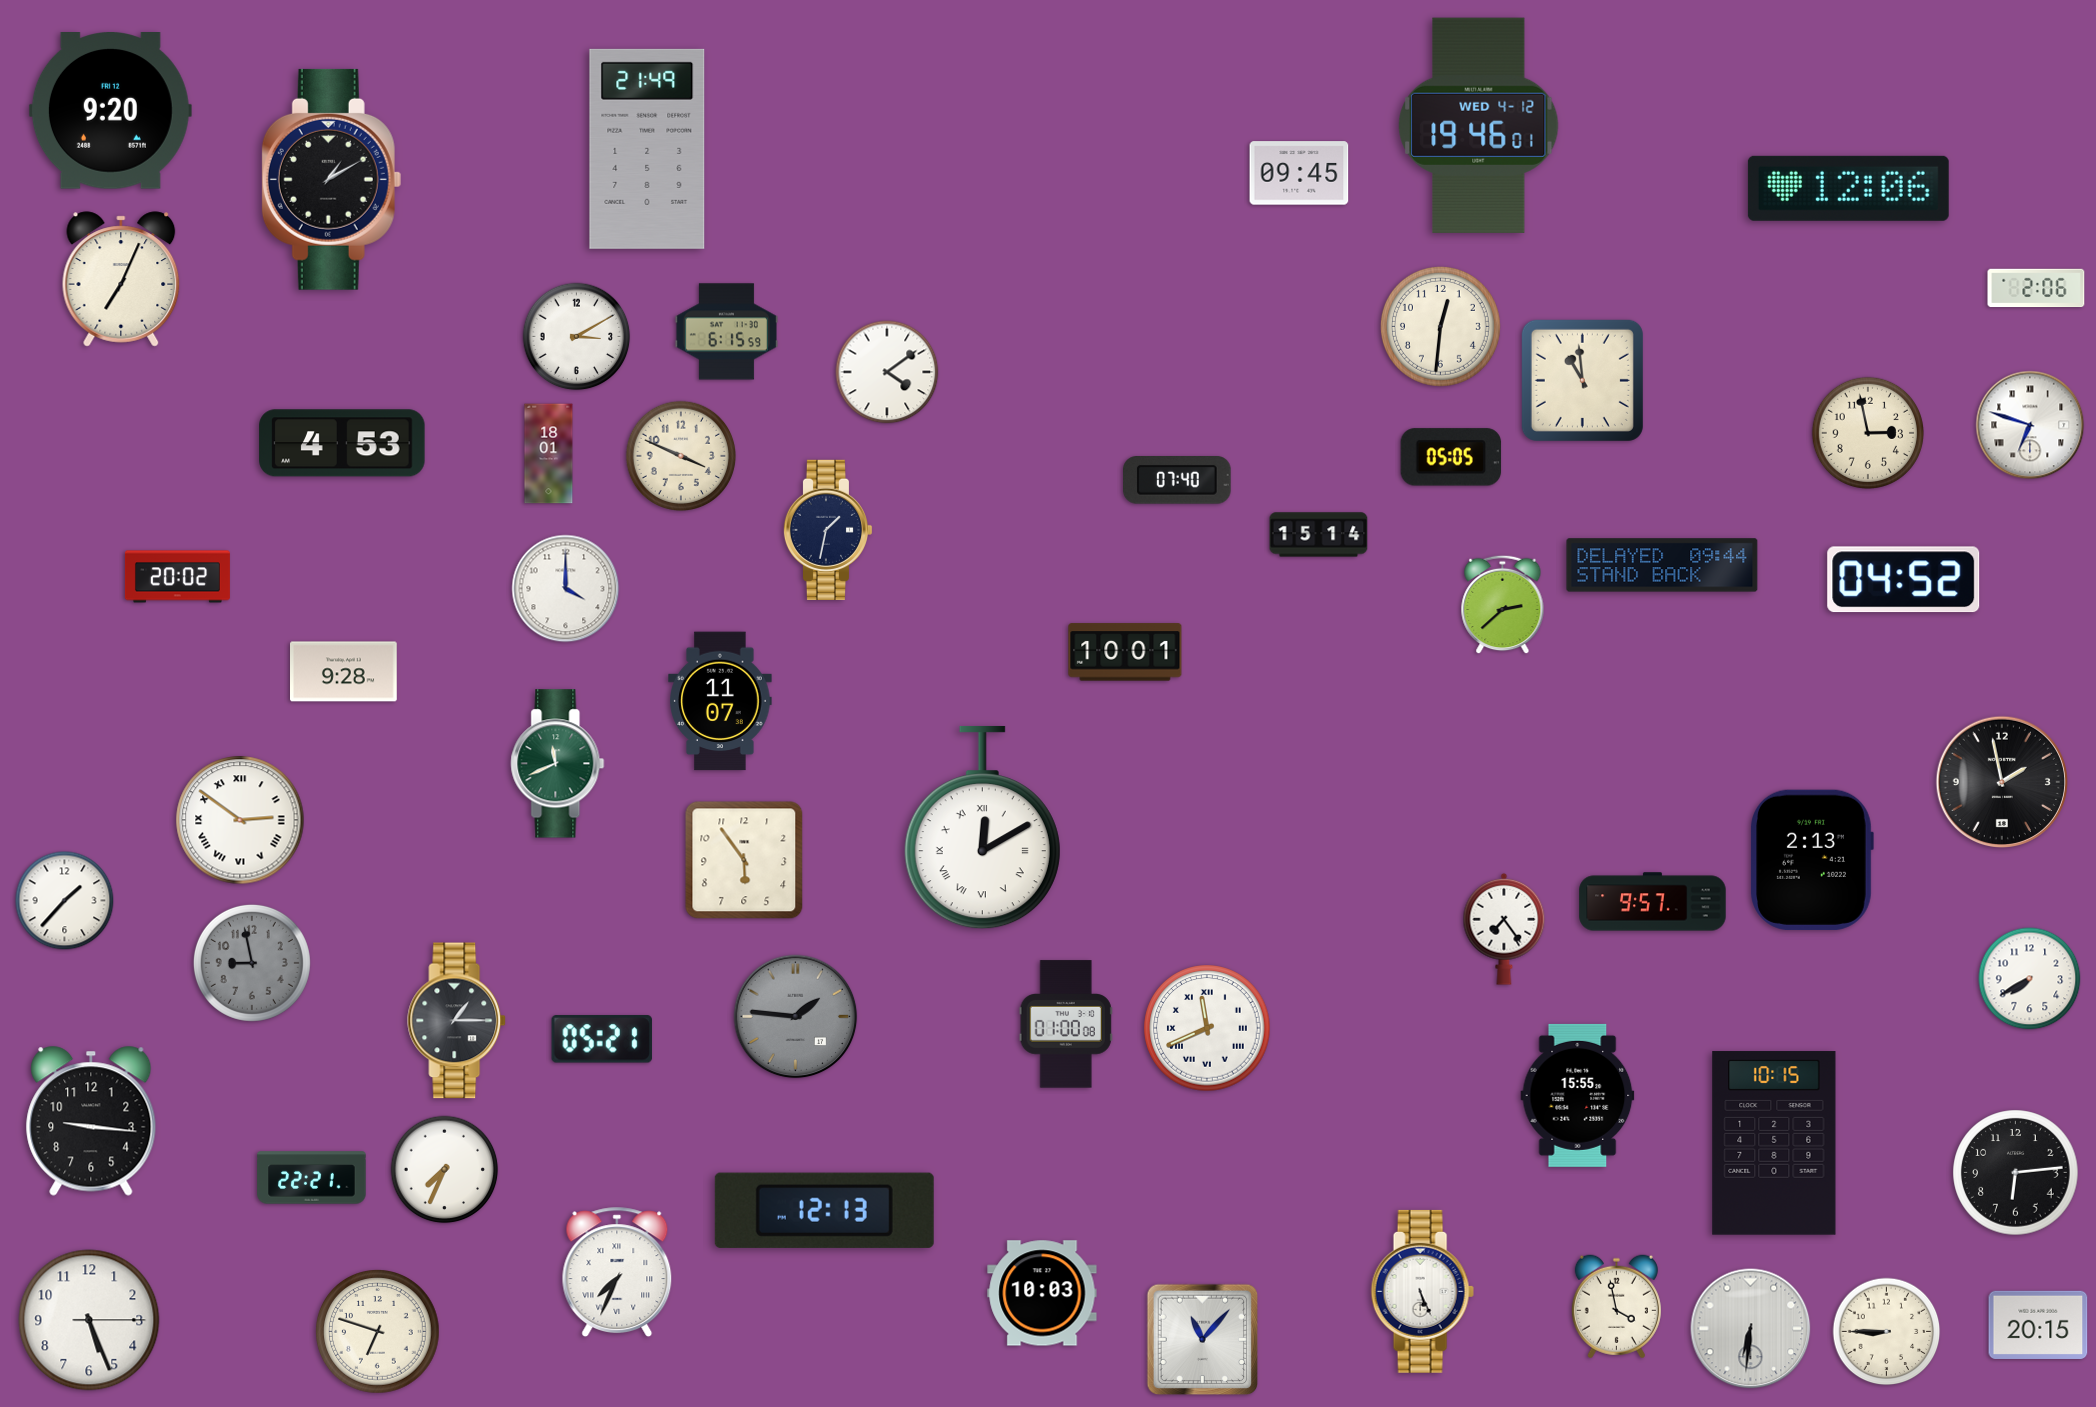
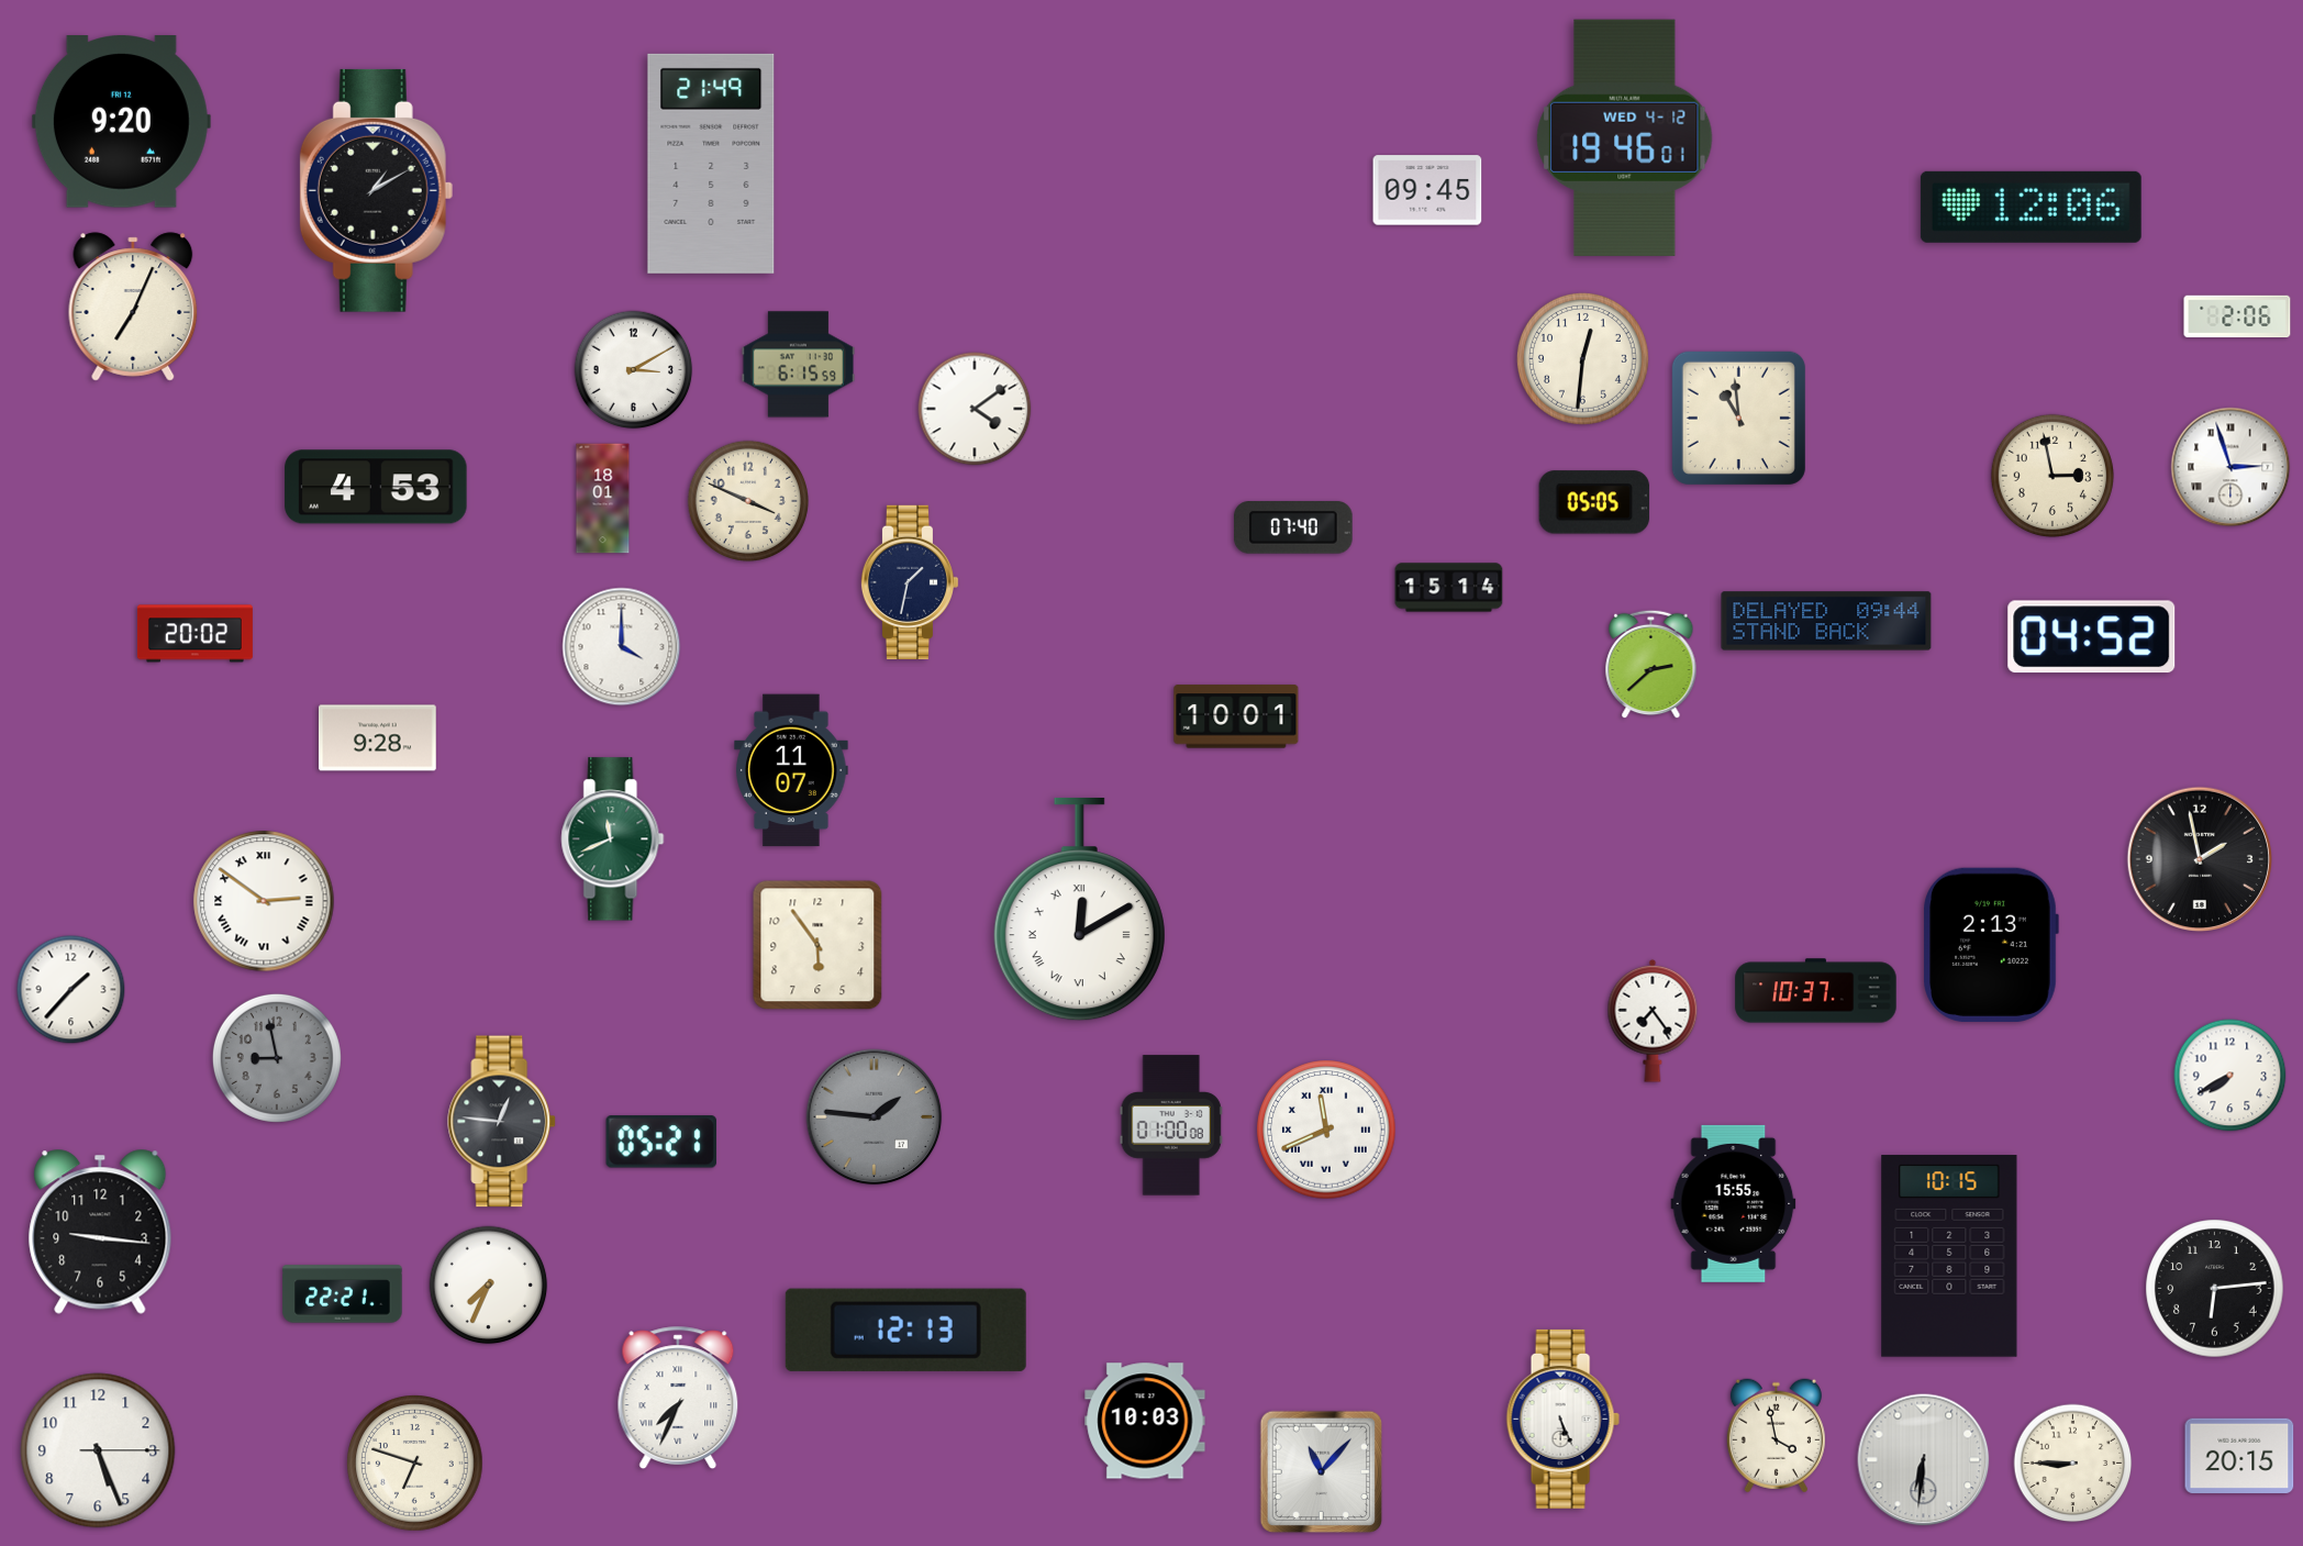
clock at (332, 179) position: (332, 179) -> (377, 190)
clock at (2030, 425): 6:48 -> 2:57
clock at (1653, 902): 9:57 -> 10:37
clock at (457, 1021): 1:15 -> 12:46
